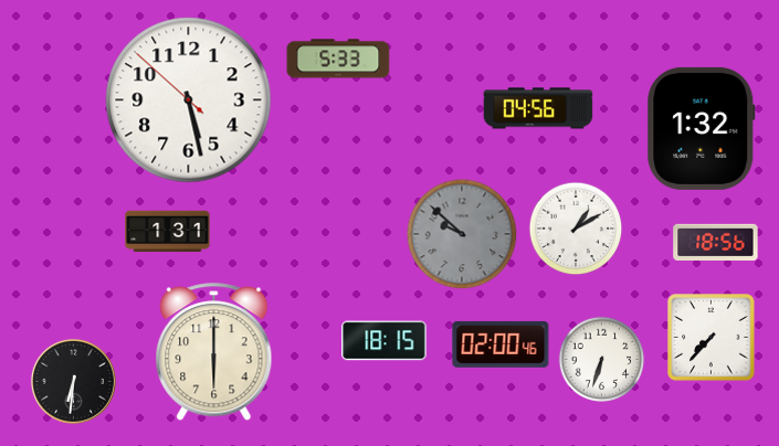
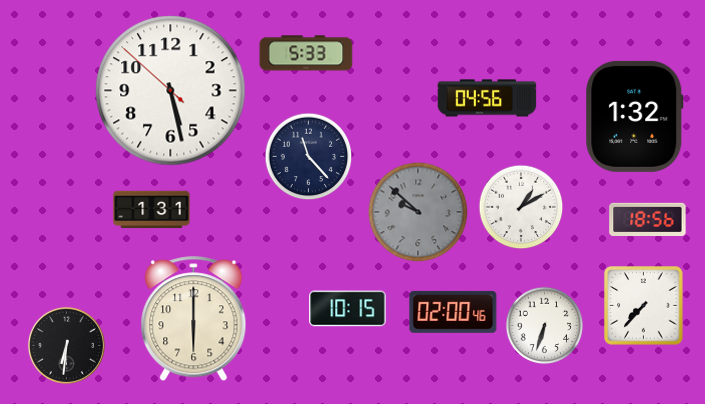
clock at (308, 156): none -> 11:23
clock at (385, 341): 18:15 -> 10:15
